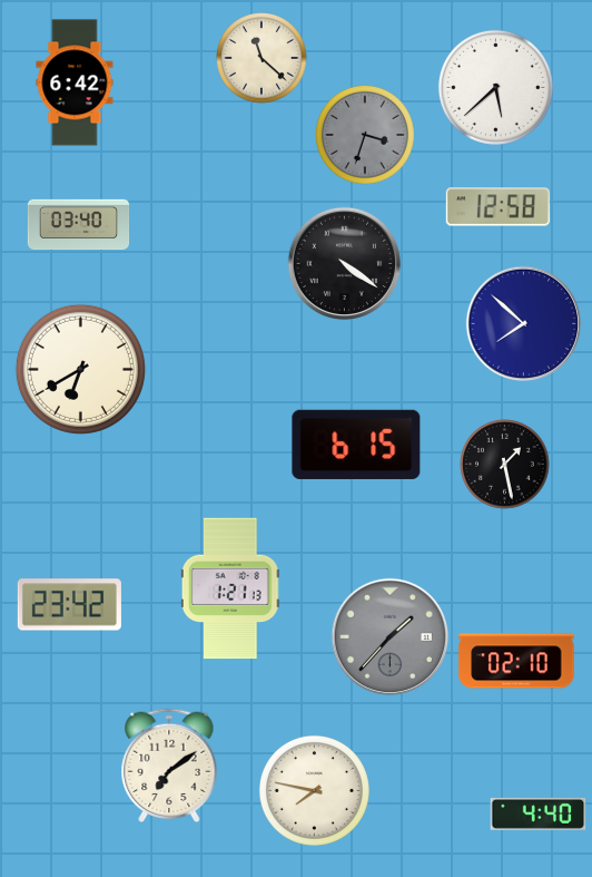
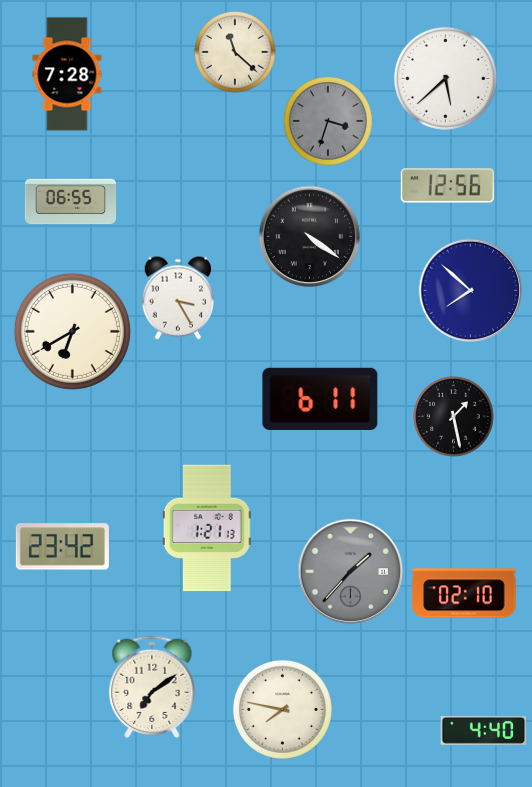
clock at (75, 82): 6:42 -> 7:28
clock at (497, 207): 12:58 -> 12:56
clock at (79, 225): 03:40 -> 06:55
clock at (178, 298): none -> 3:25
clock at (356, 444): 6:15 -> 6:11
clock at (69, 605) position: (69, 605) -> (62, 547)
